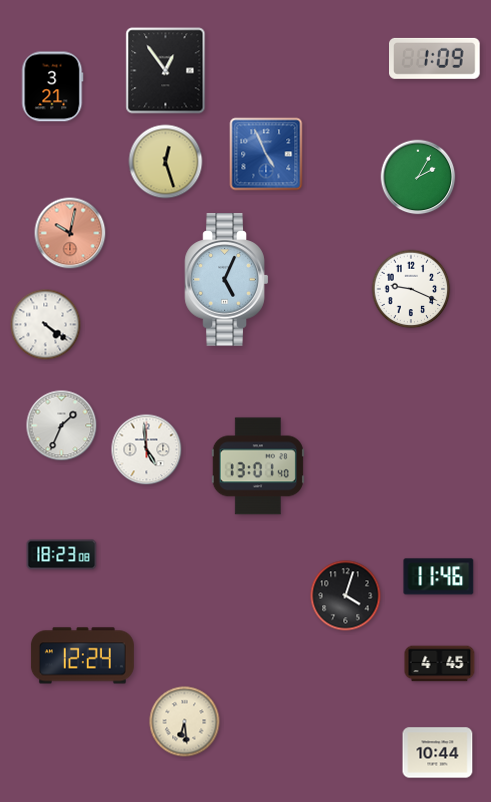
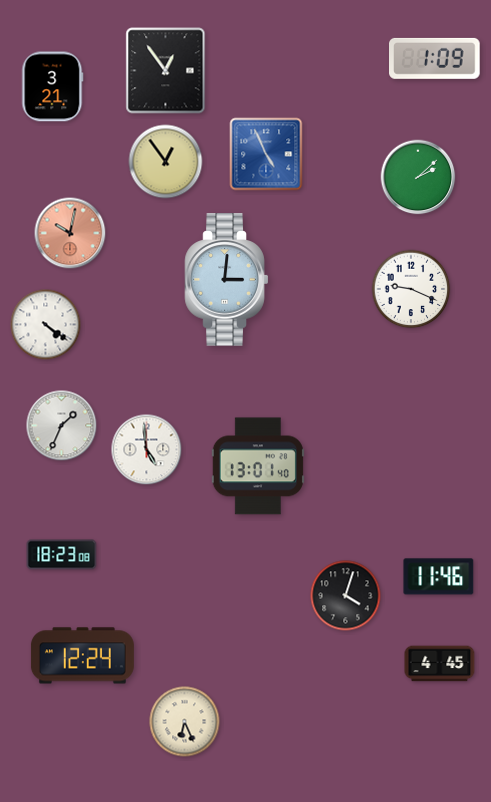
clock at (166, 162): 12:27 -> 12:54
clock at (418, 177): 2:05 -> 2:08
clock at (227, 280): 5:04 -> 3:01
clock at (185, 722): 6:29 -> 6:26
clock at (438, 753): 10:44 -> none
